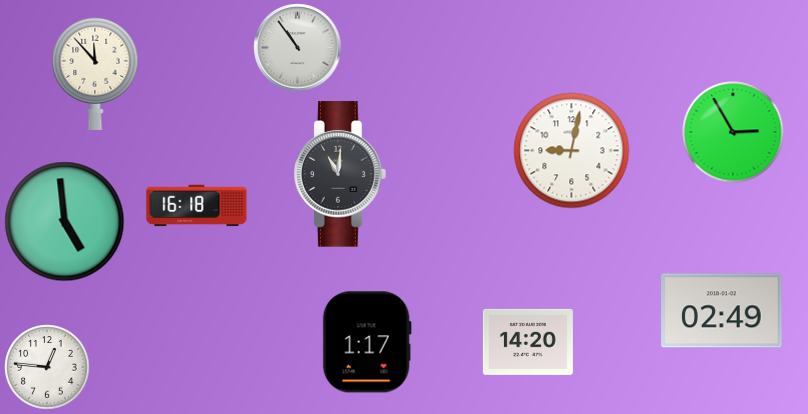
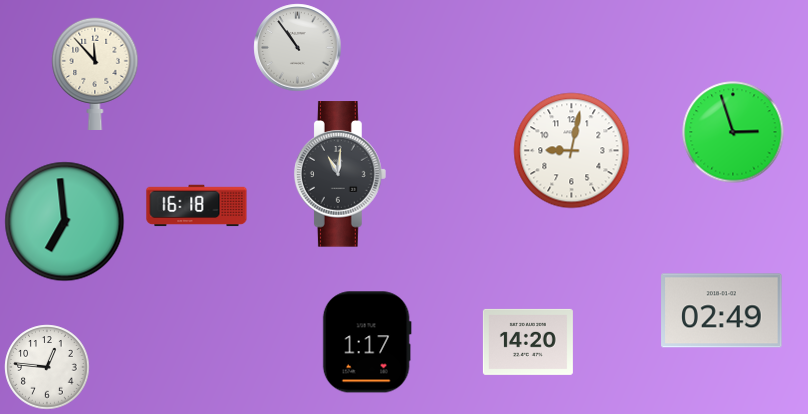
clock at (733, 132): 2:55 -> 2:57
clock at (65, 222): 4:59 -> 6:59
